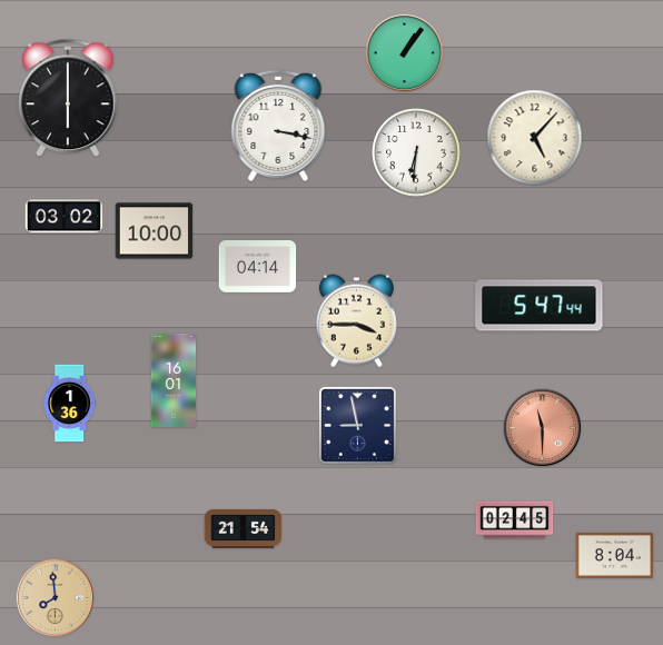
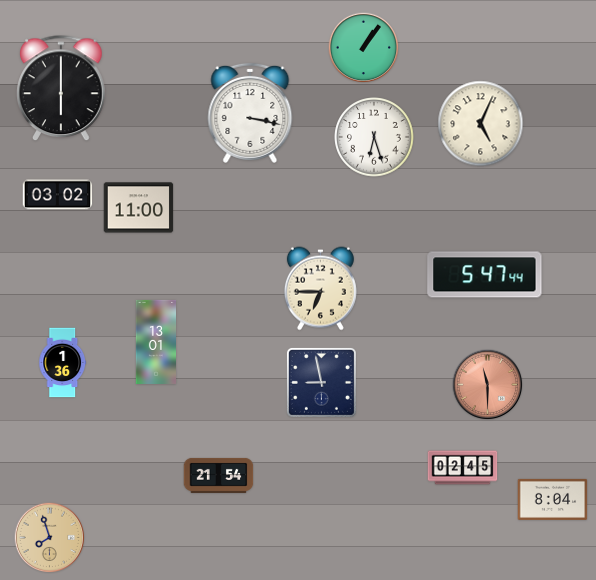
clock at (535, 138): 5:07 -> 5:04
clock at (416, 152): 6:31 -> 6:27
clock at (155, 231): 10:00 -> 11:00
clock at (258, 267): 04:14 -> none
clock at (356, 321): 3:45 -> 6:45
clock at (174, 380): 16:01 -> 13:01
clock at (56, 598): 7:59 -> 7:57
